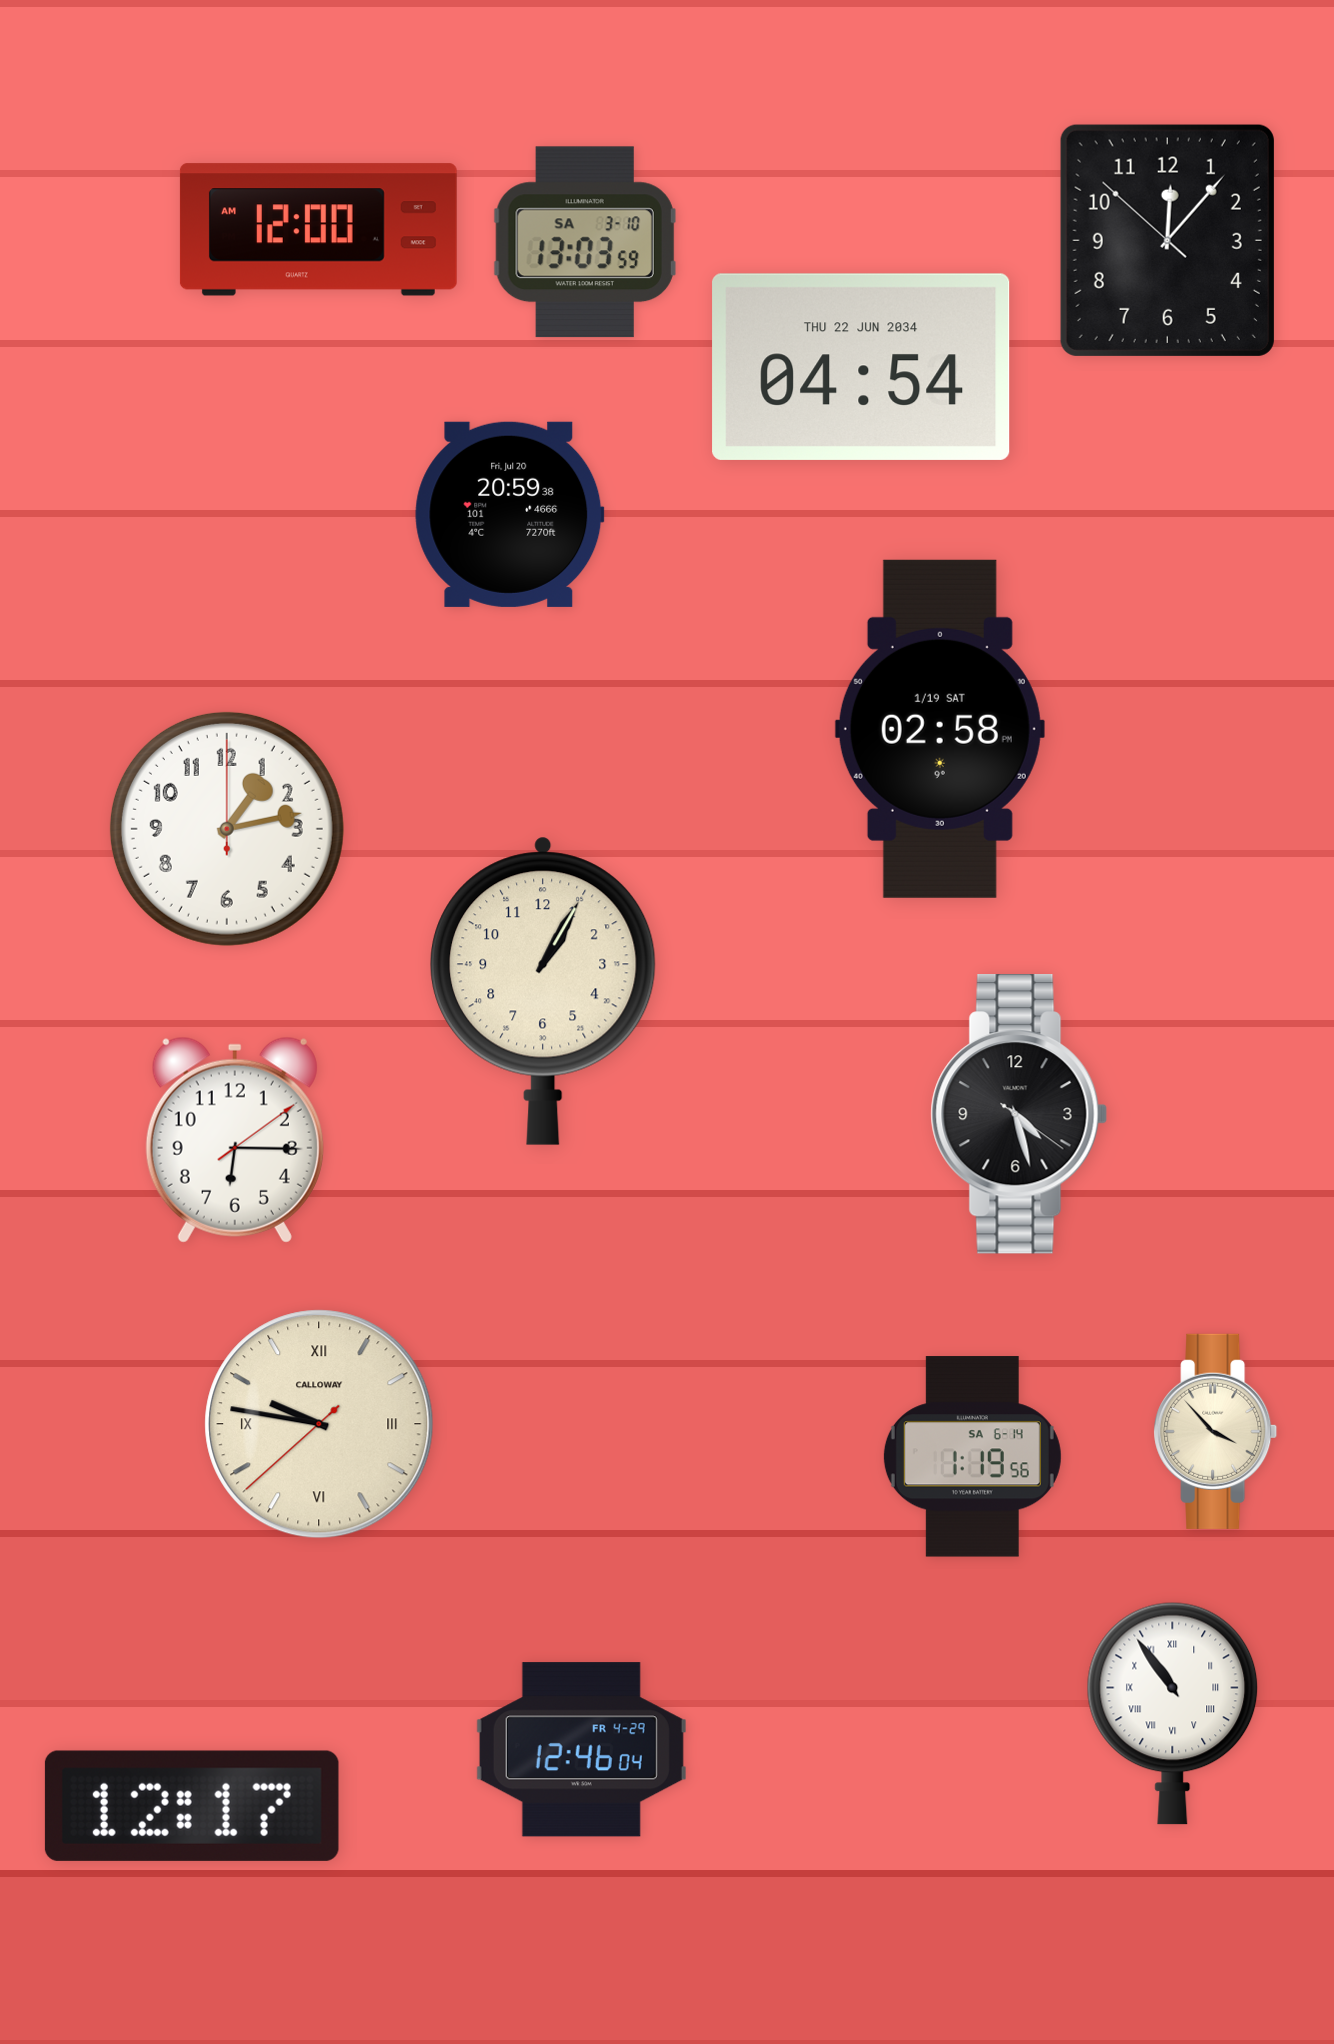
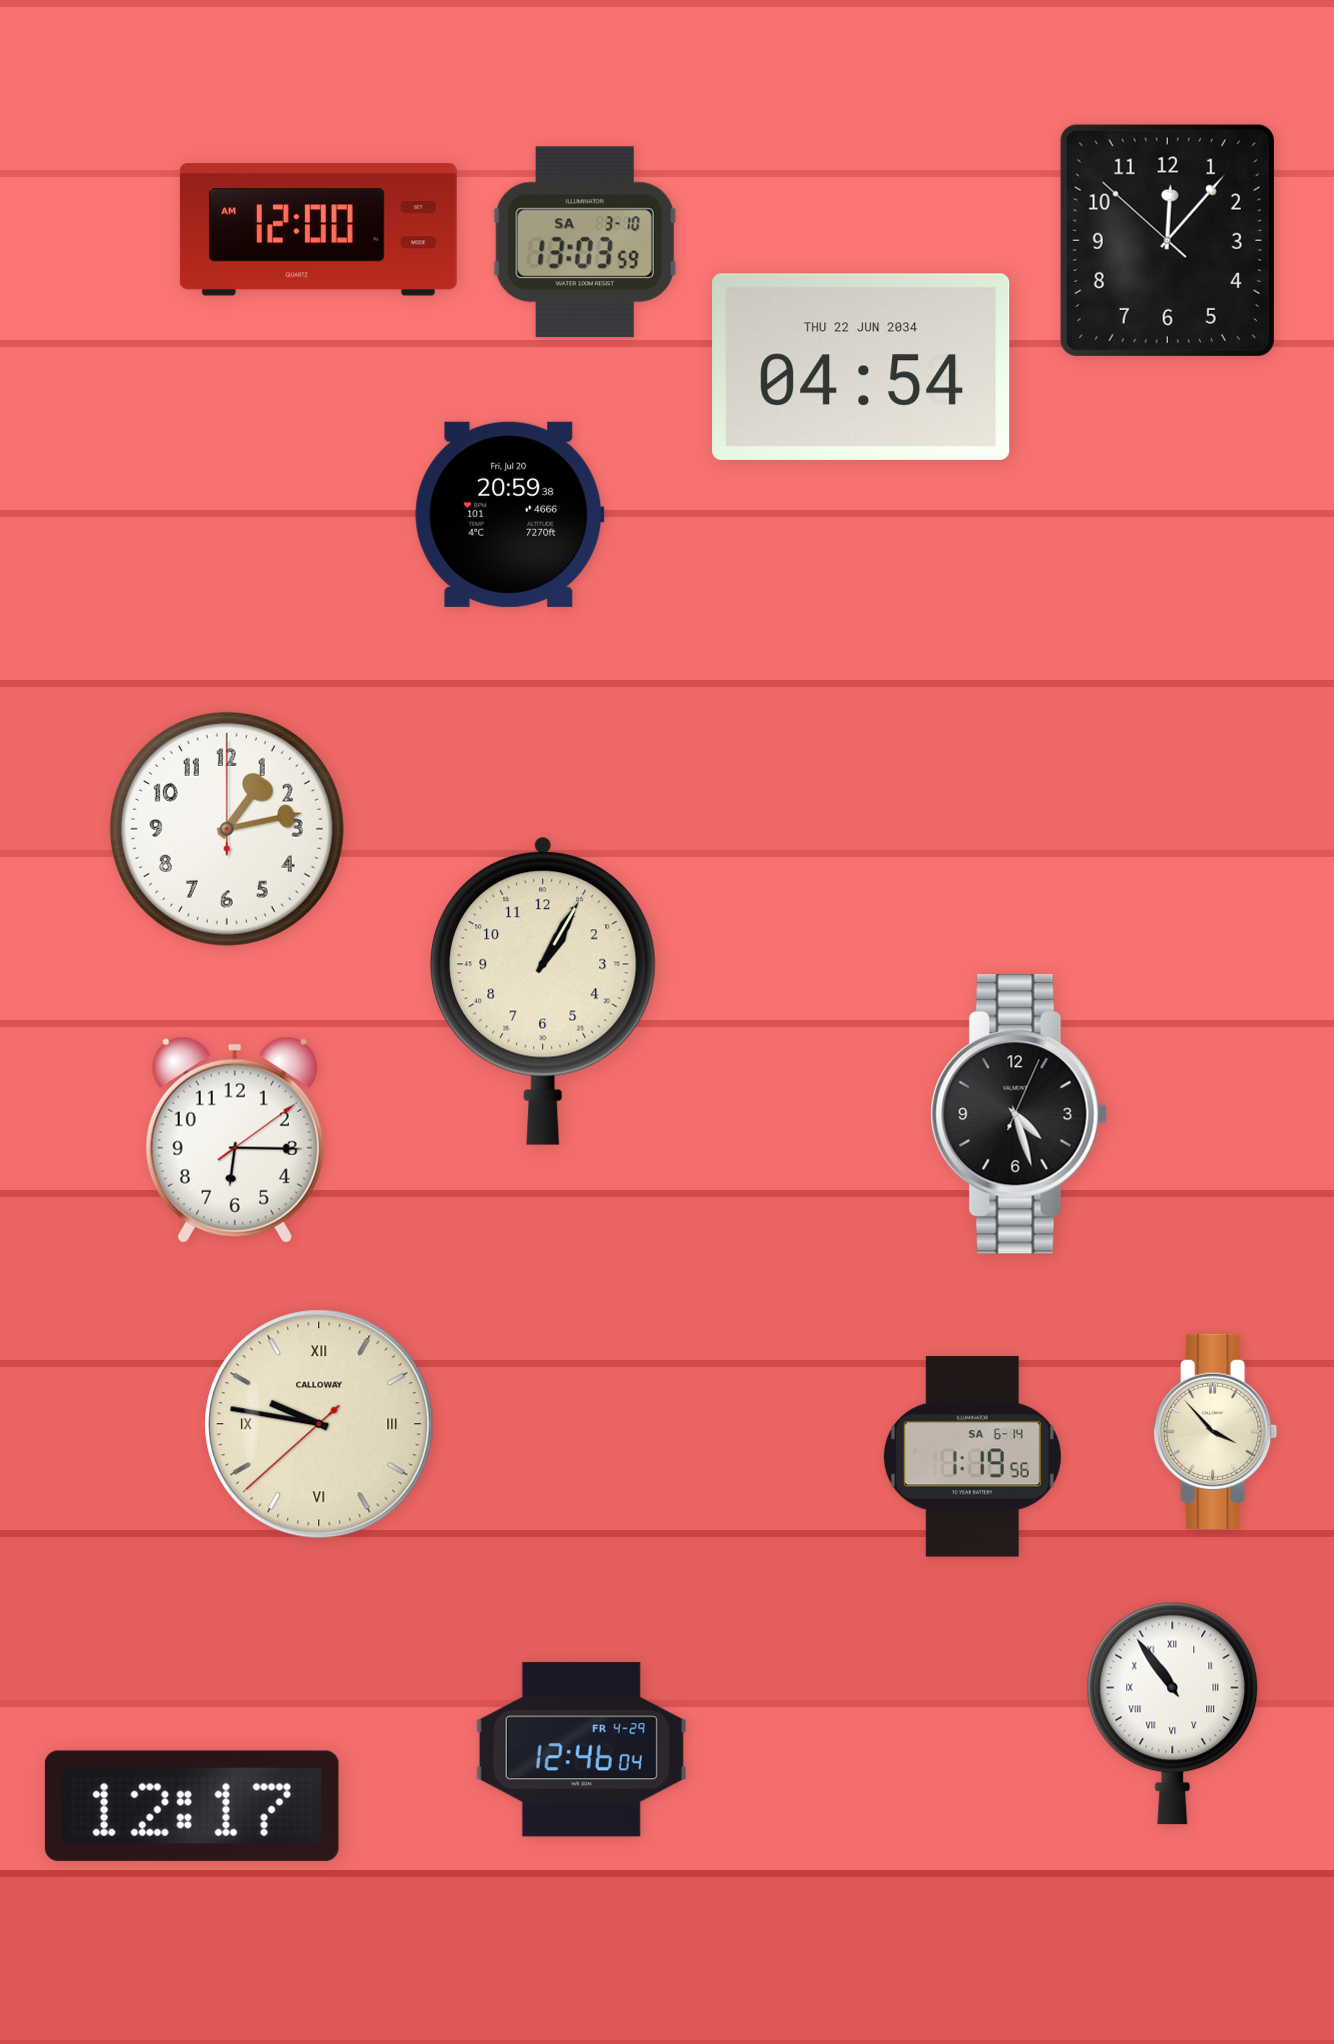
clock at (940, 729): 02:58 -> none
clock at (1019, 1114): 4:27:21 -> 4:27:04
